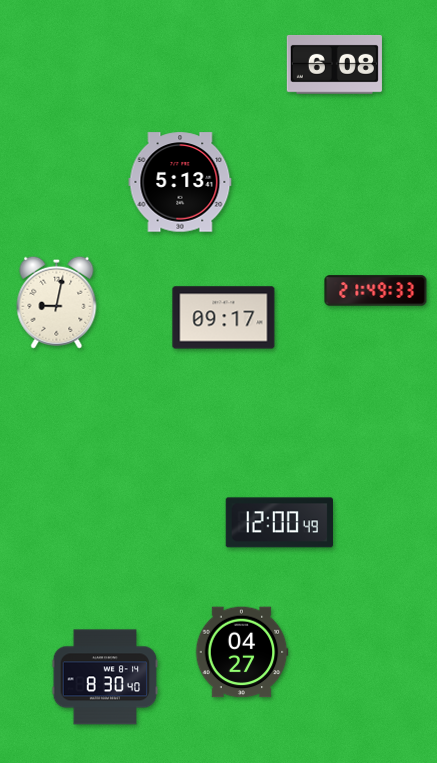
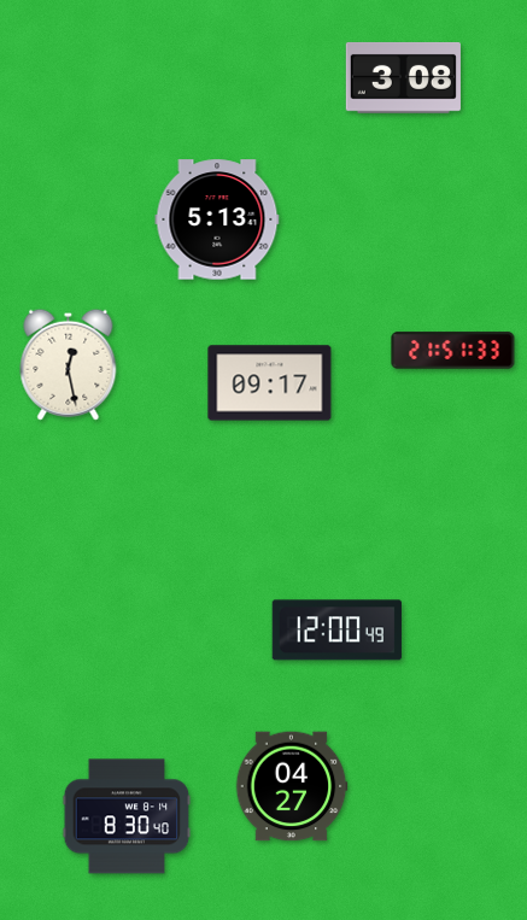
clock at (334, 64): 6:08 -> 3:08
clock at (376, 291): 21:49 -> 21:51
clock at (57, 302): 9:02 -> 12:28
